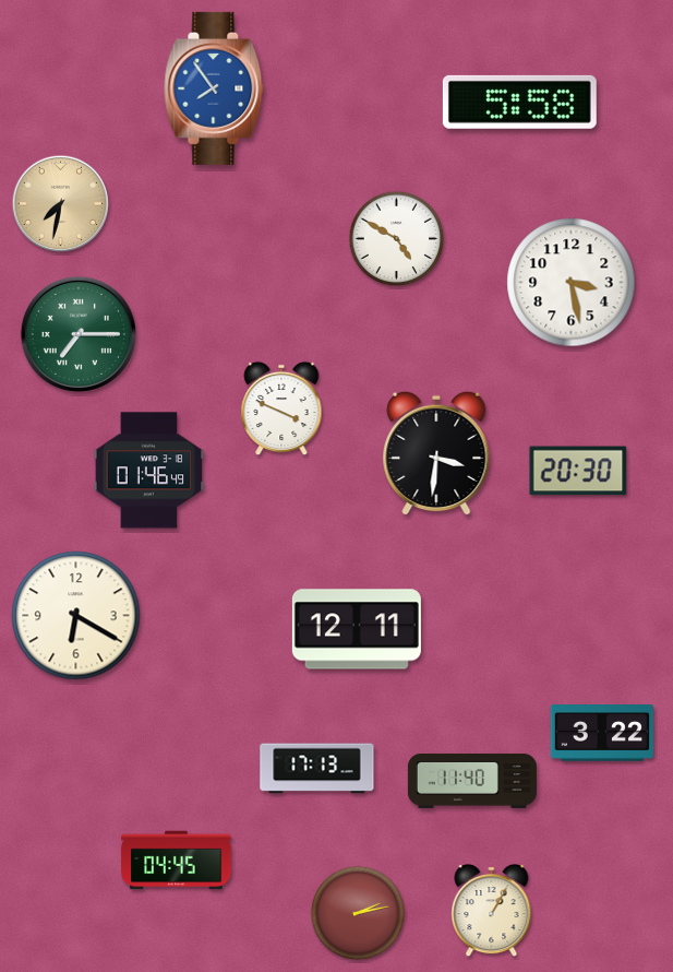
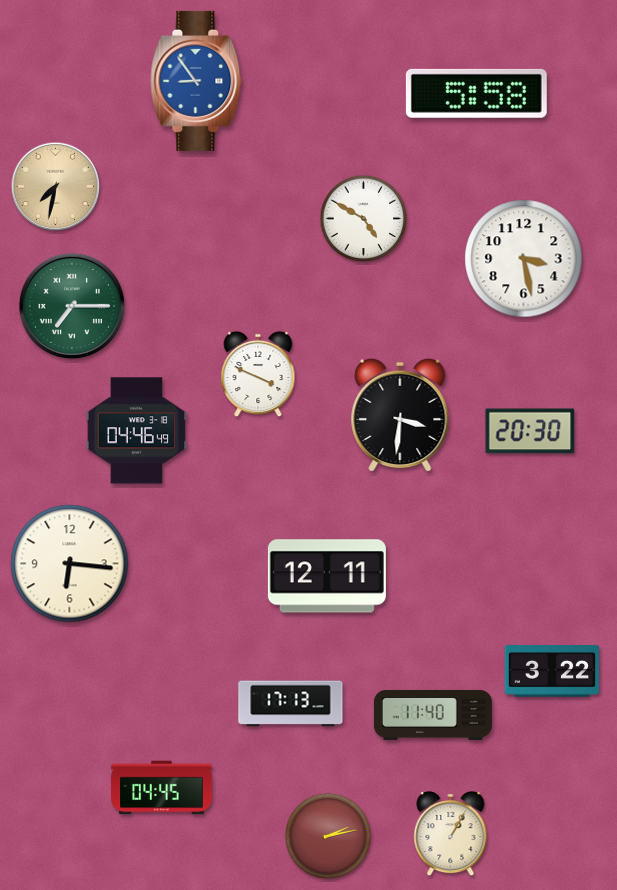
clock at (214, 88): 7:54 -> 8:54
clock at (149, 471): 01:46 -> 04:46
clock at (76, 616): 6:20 -> 6:16
